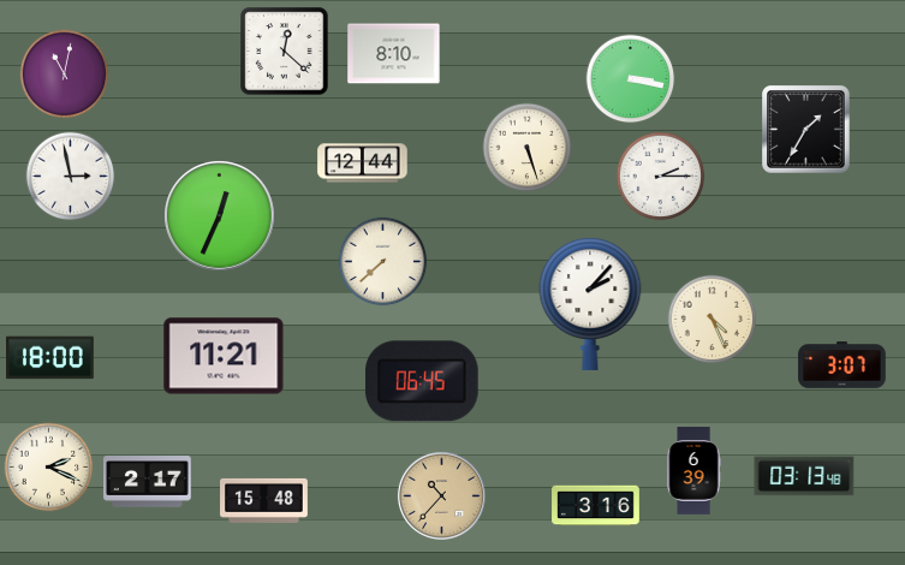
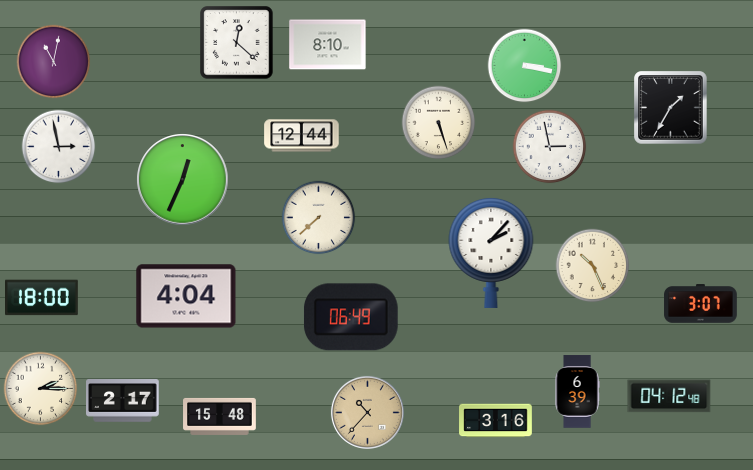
clock at (661, 177): 2:15 -> 2:58
clock at (713, 320): 4:26 -> 10:26
clock at (224, 356): 11:21 -> 4:04
clock at (422, 381): 06:45 -> 06:49
clock at (49, 468): 2:19 -> 2:15
clock at (804, 476): 03:13 -> 04:12
